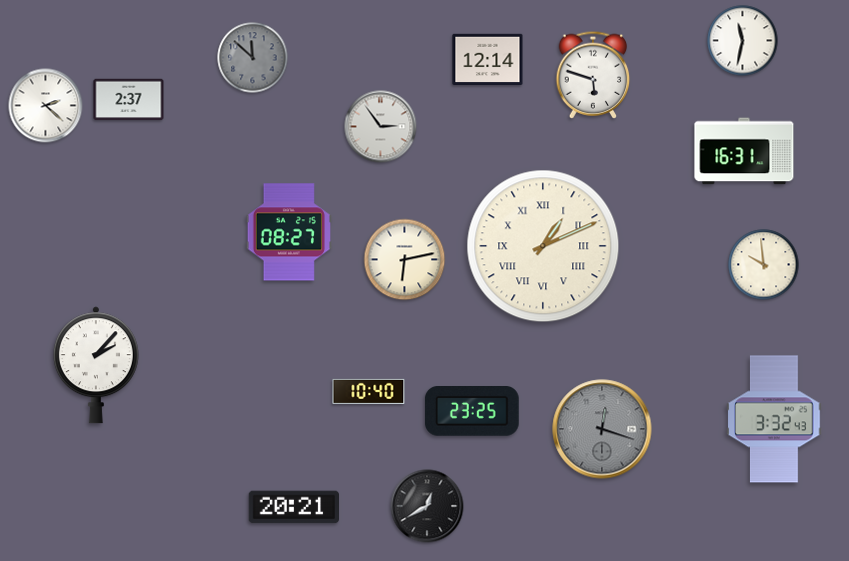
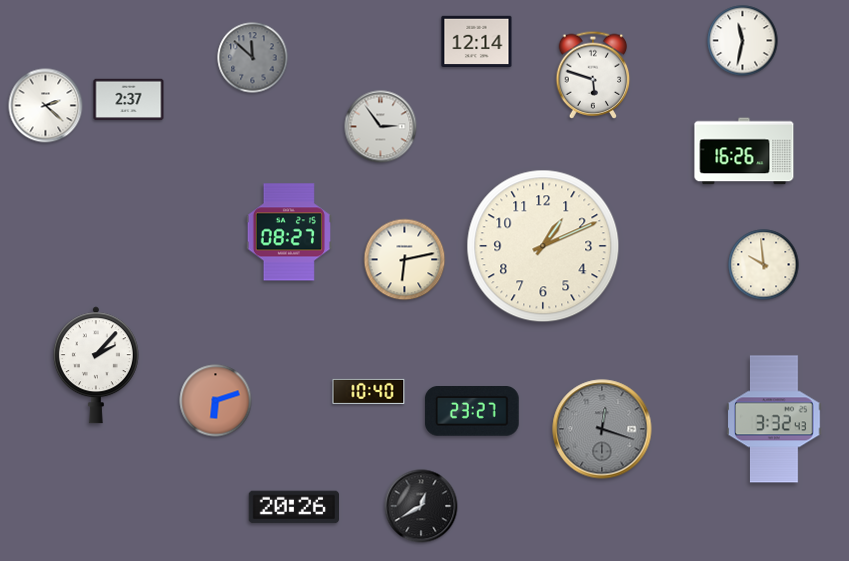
clock at (488, 59) position: (488, 59) -> (477, 41)
clock at (744, 151): 16:31 -> 16:26
clock at (543, 246) numerals: Roman -> Arabic
clock at (216, 401): none -> 6:12
clock at (472, 412): 23:25 -> 23:27
clock at (427, 506) position: (427, 506) -> (421, 506)
clock at (294, 507): 20:21 -> 20:26
